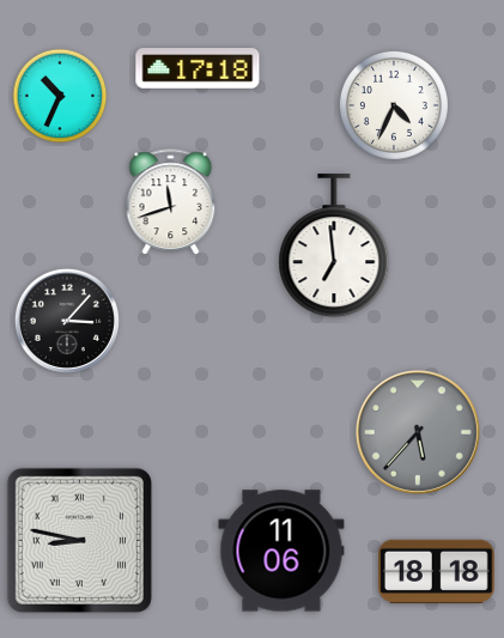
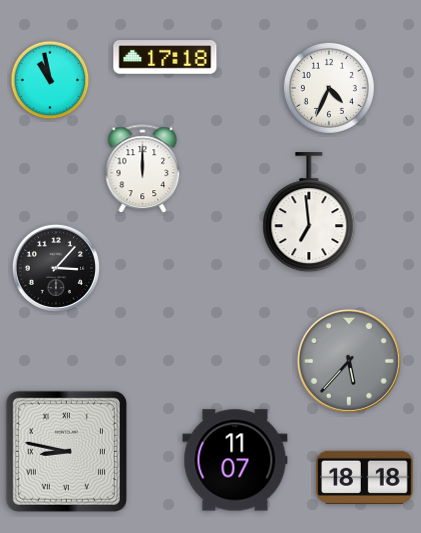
clock at (60, 96): 10:34 -> 10:58
clock at (171, 202): 11:42 -> 12:00
clock at (334, 247) position: (334, 247) -> (309, 213)
clock at (281, 551): 11:06 -> 11:07
